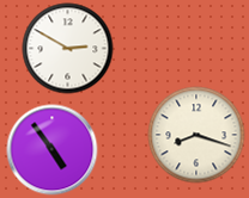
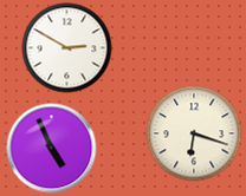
clock at (196, 135): 8:18 -> 6:18
clock at (53, 150): 4:54 -> 4:56
